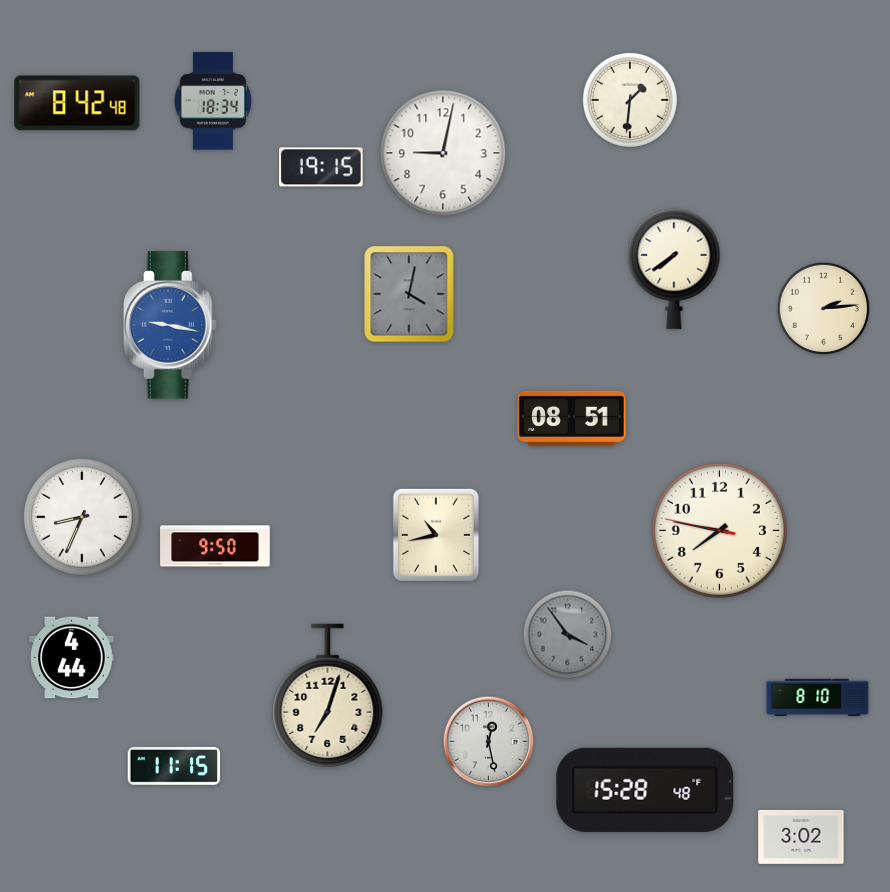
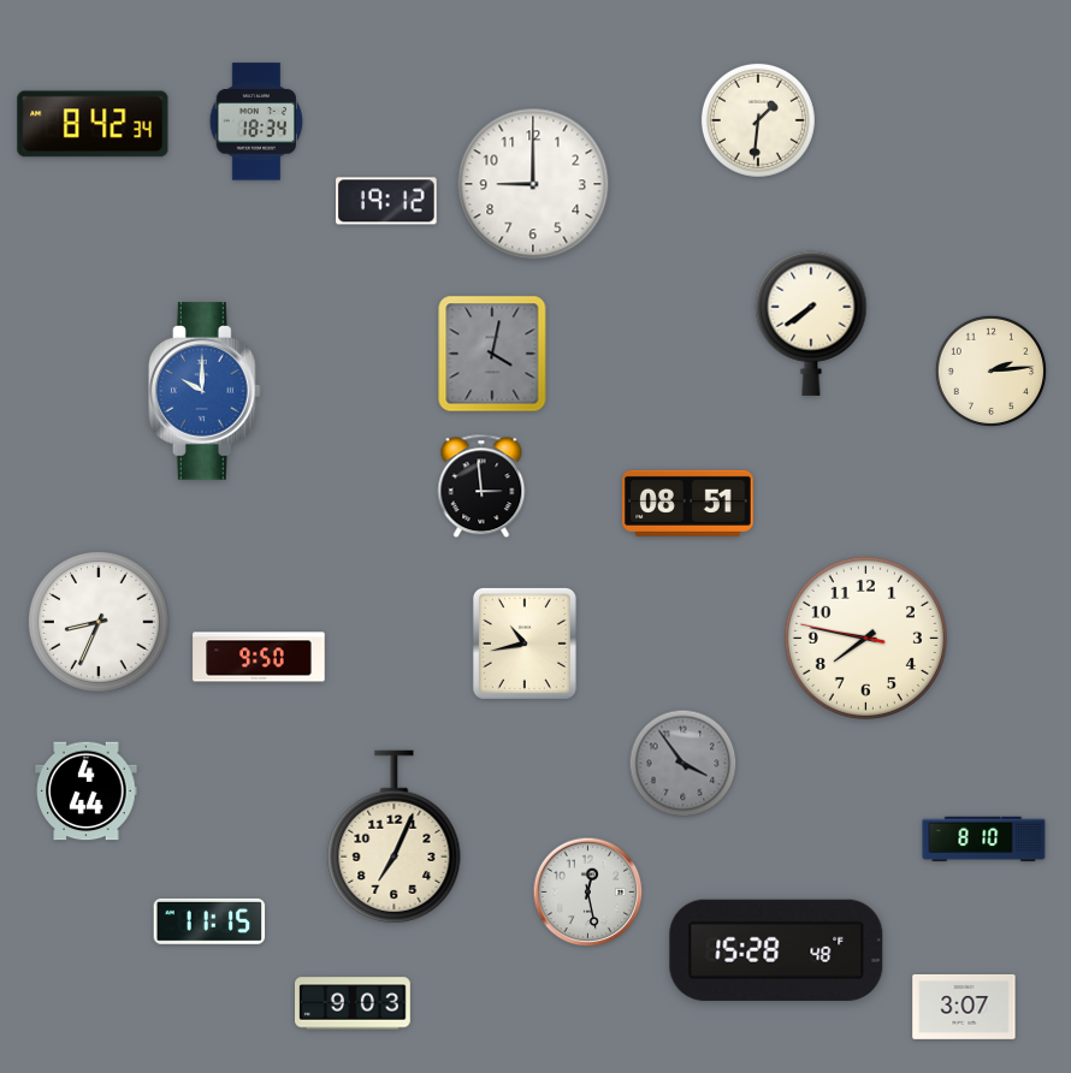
clock at (77, 103): 8:42:48 -> 8:42:34
clock at (443, 153): 9:02 -> 9:00
clock at (322, 167): 19:15 -> 19:12
clock at (170, 325): 9:17 -> 10:00
clock at (481, 486): none -> 2:59
clock at (328, 696): 7:03 -> 7:04
clock at (354, 1003): none -> 9:03
clock at (801, 837): 3:02 -> 3:07
